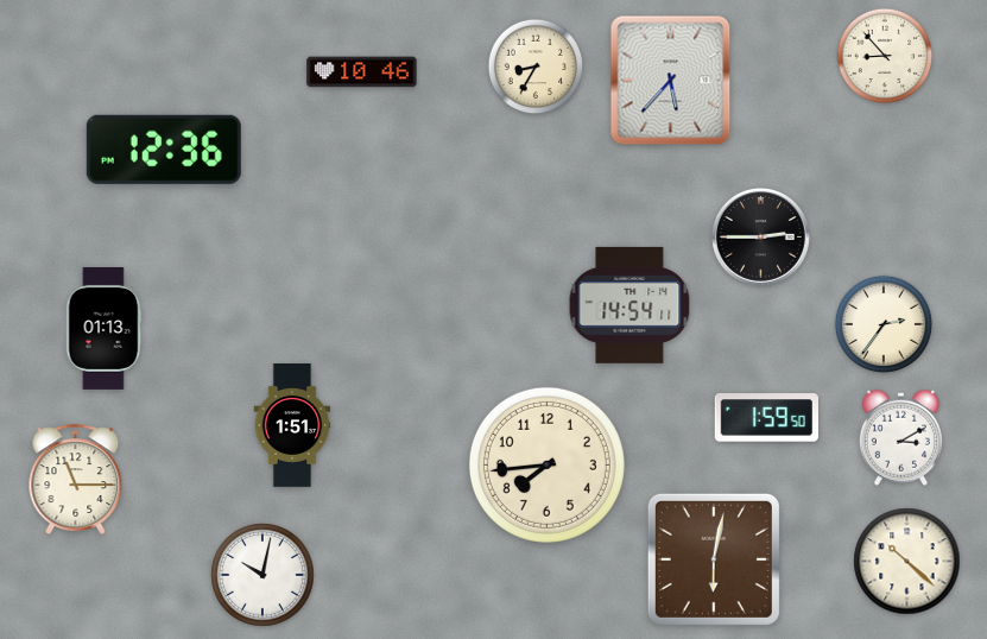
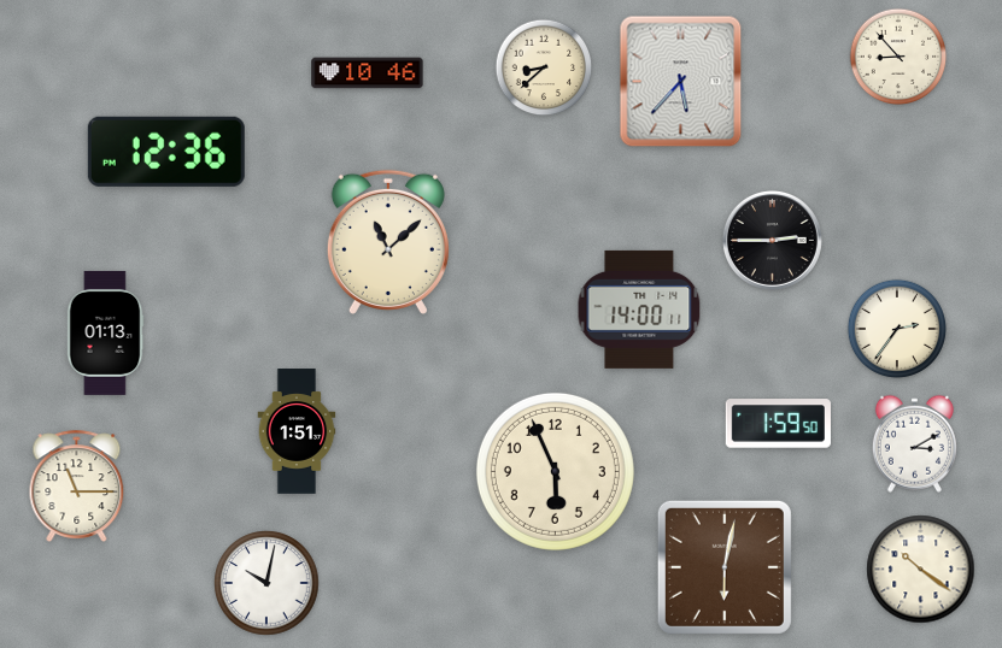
clock at (536, 67): 8:35 -> 8:38
clock at (388, 242): none -> 11:08
clock at (629, 305): 14:54 -> 14:00
clock at (546, 464): 7:44 -> 5:56
clock at (907, 562): 10:22 -> 10:21
